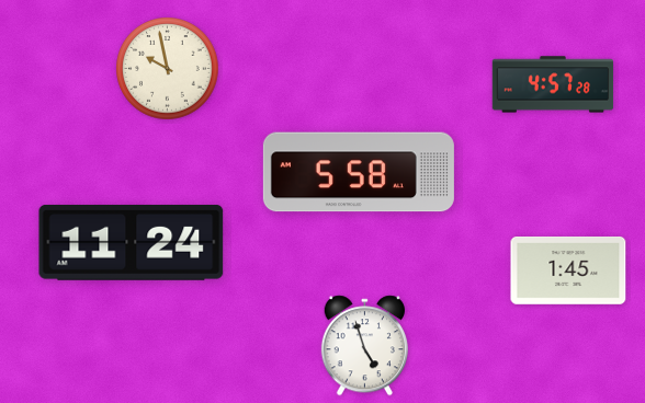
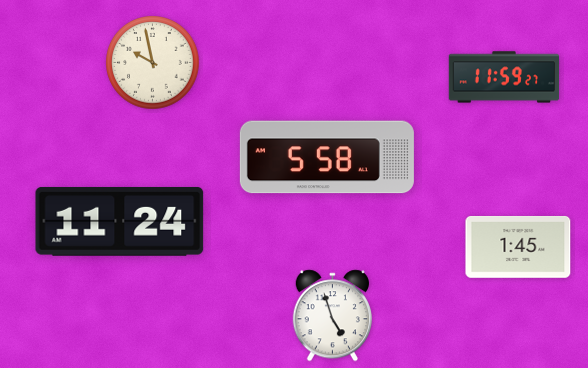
clock at (553, 84): 4:57 -> 11:59
